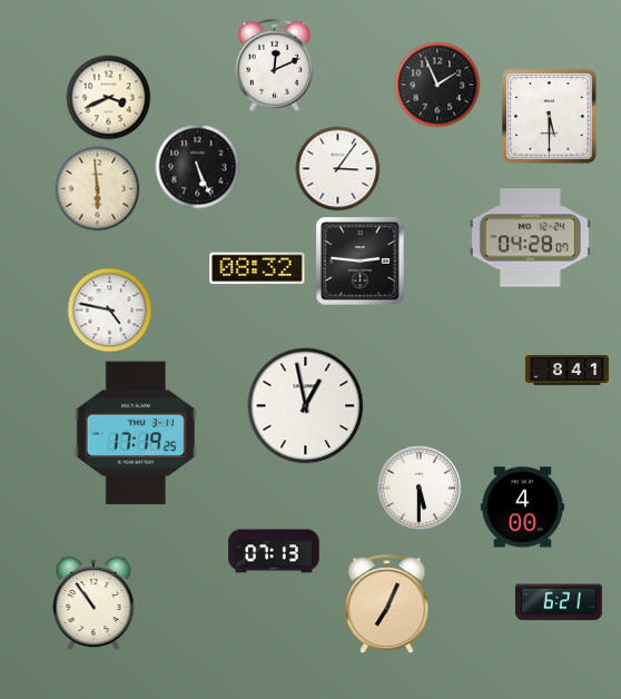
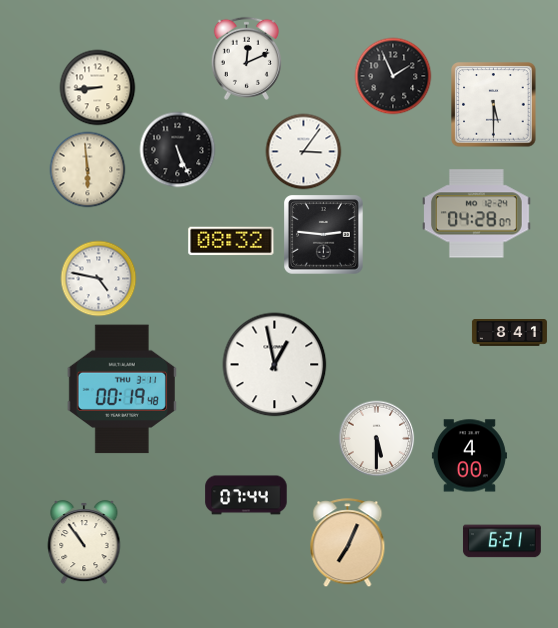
clock at (109, 98): 3:41 -> 8:44
clock at (136, 433): 17:19 -> 00:19
clock at (274, 551): 07:13 -> 07:44
